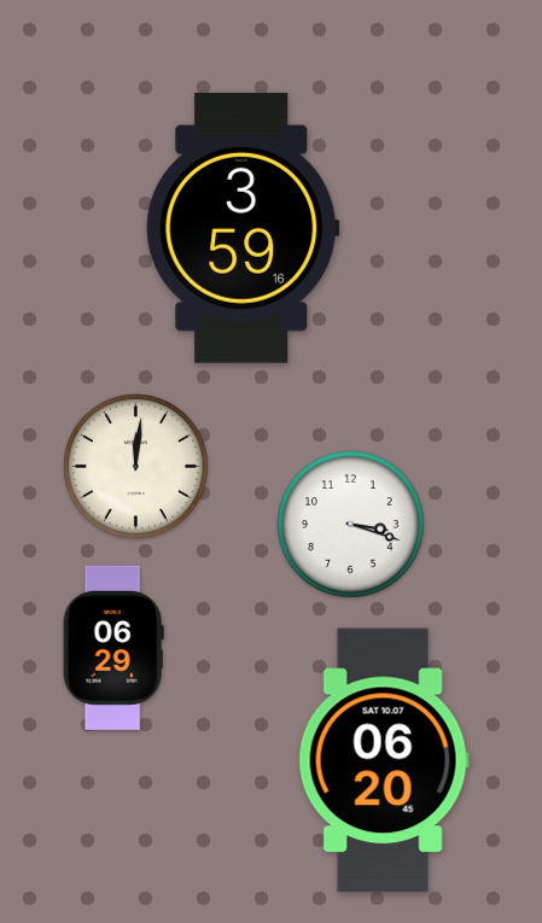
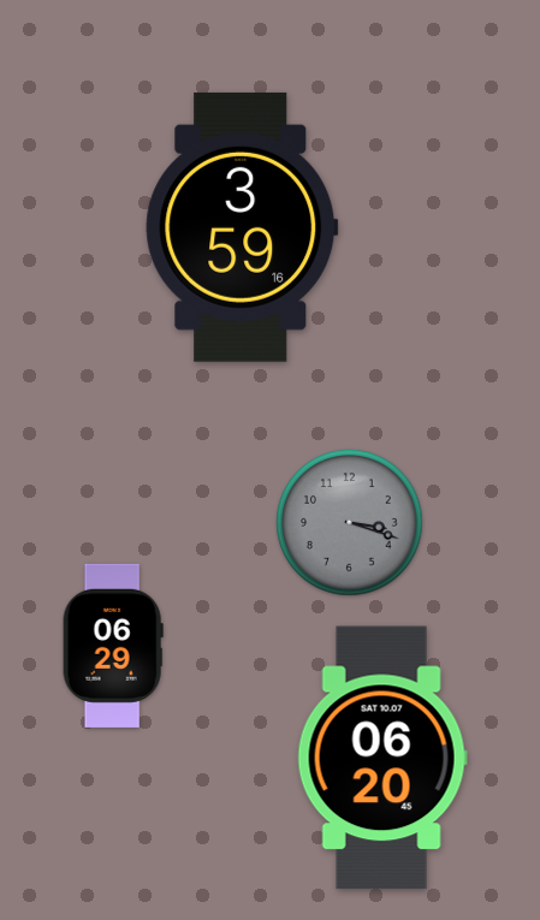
clock at (135, 466): 12:01 -> none
clock at (351, 525) dial: white -> grey
